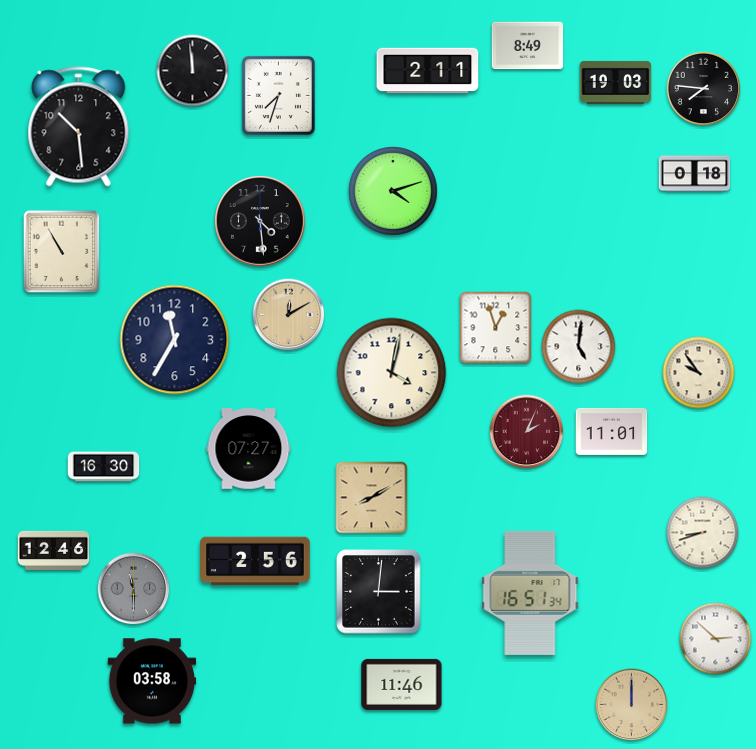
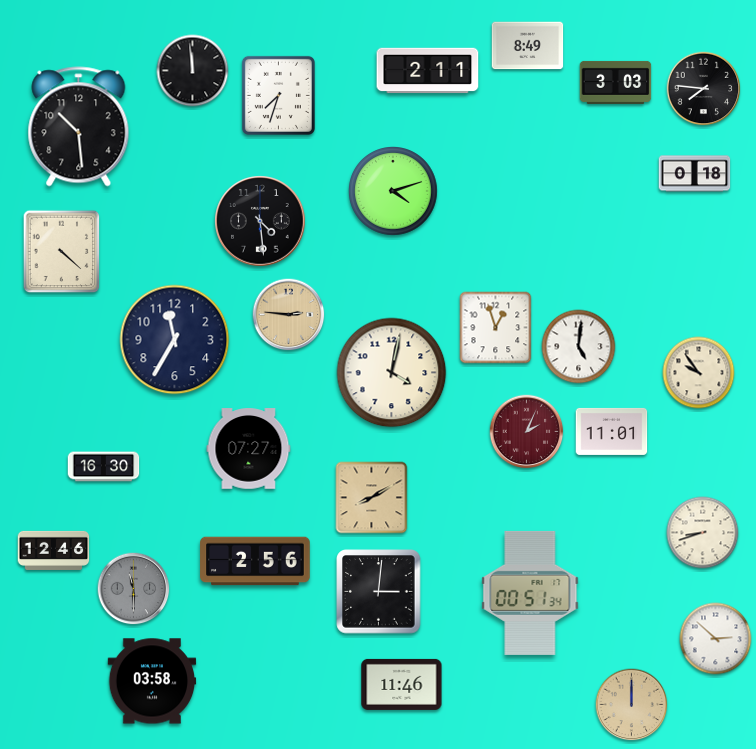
clock at (616, 82): 19:03 -> 3:03
clock at (62, 252): 10:55 -> 4:22
clock at (289, 315): 12:10 -> 2:46
clock at (530, 593): 16:51 -> 00:51
